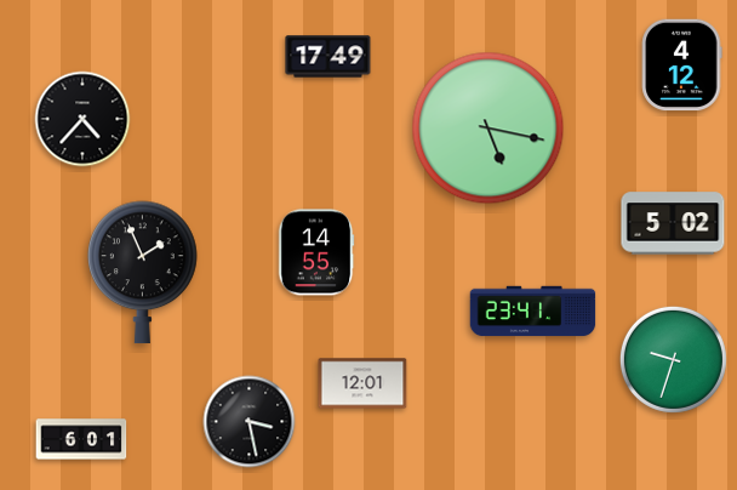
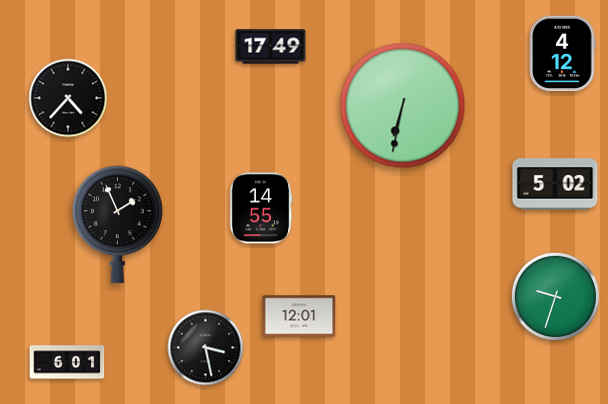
clock at (489, 129): 5:17 -> 6:32
clock at (533, 312): 23:41 -> none
